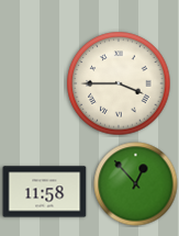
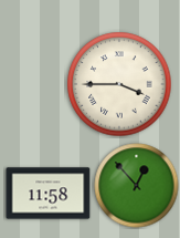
clock at (45, 192) position: (45, 192) -> (49, 194)
